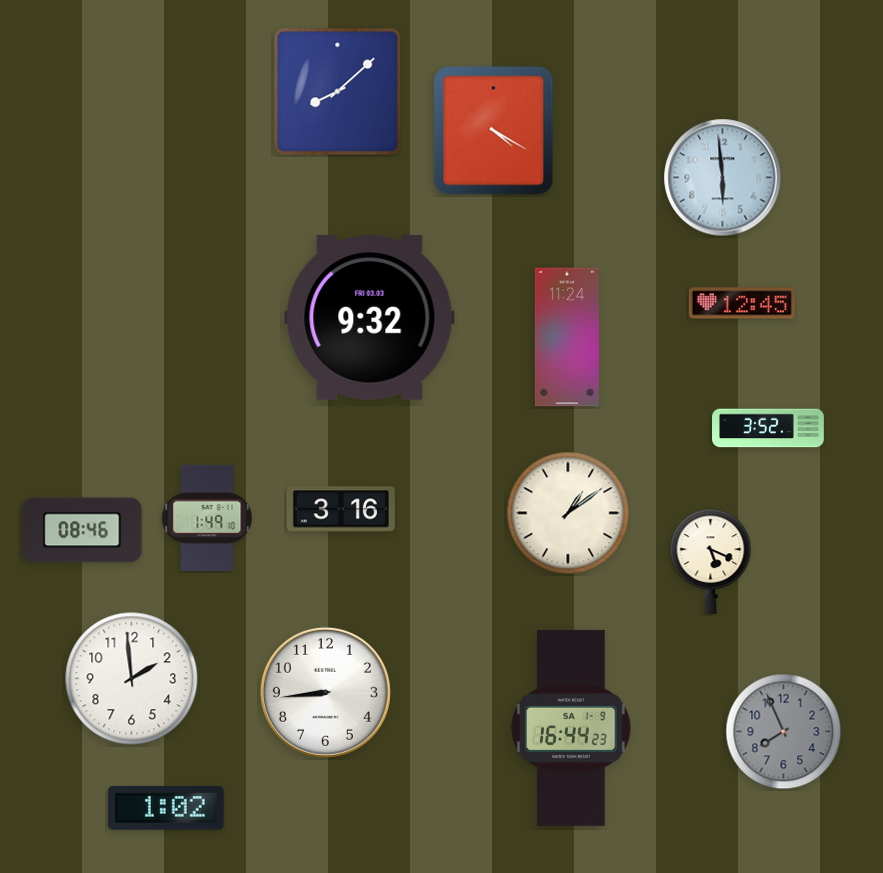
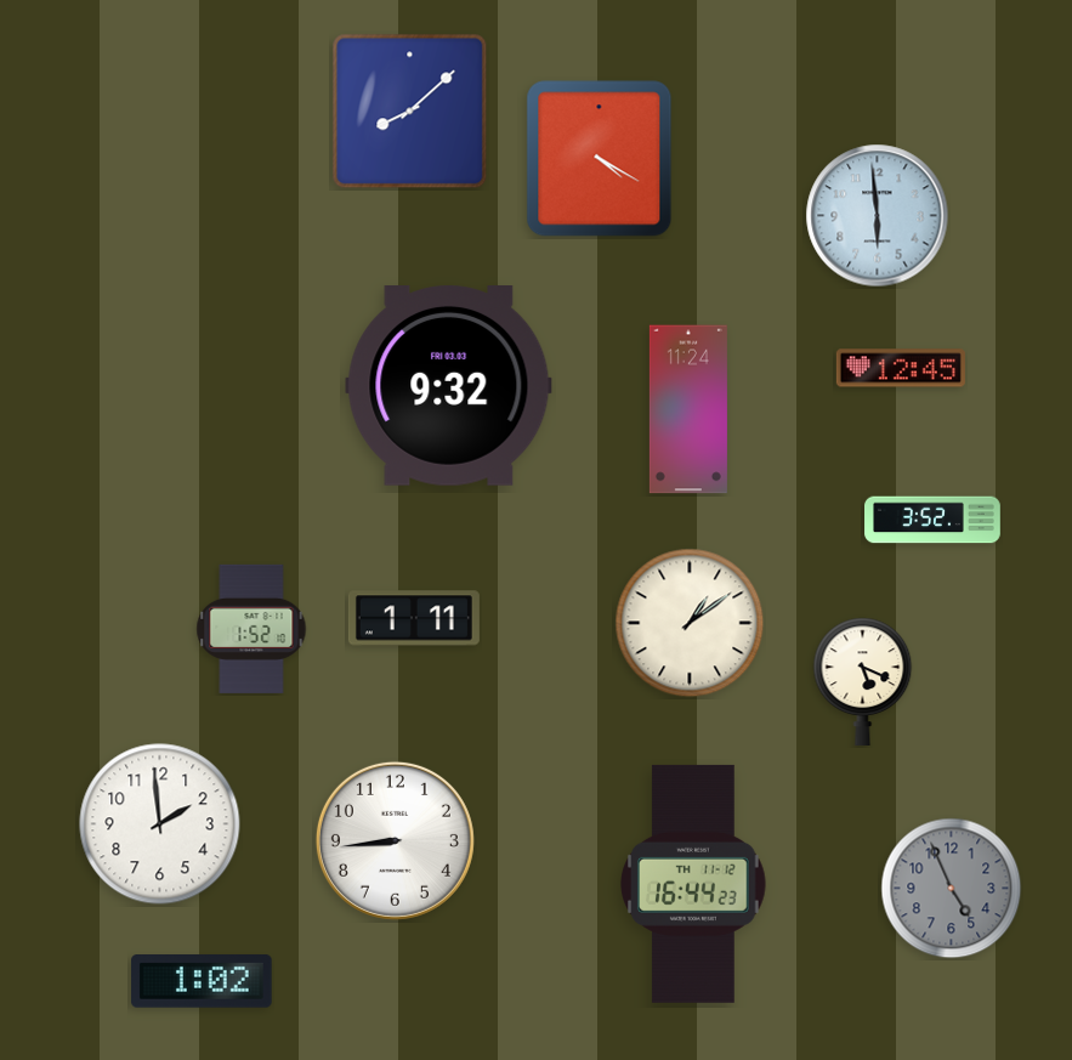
clock at (341, 509): 3:16 -> 1:11
clock at (207, 518): 1:49 -> 1:52
clock at (82, 530): 08:46 -> none
clock at (571, 728) date: SA 1-9 -> TH 11-12
clock at (784, 732): 7:56 -> 4:56
